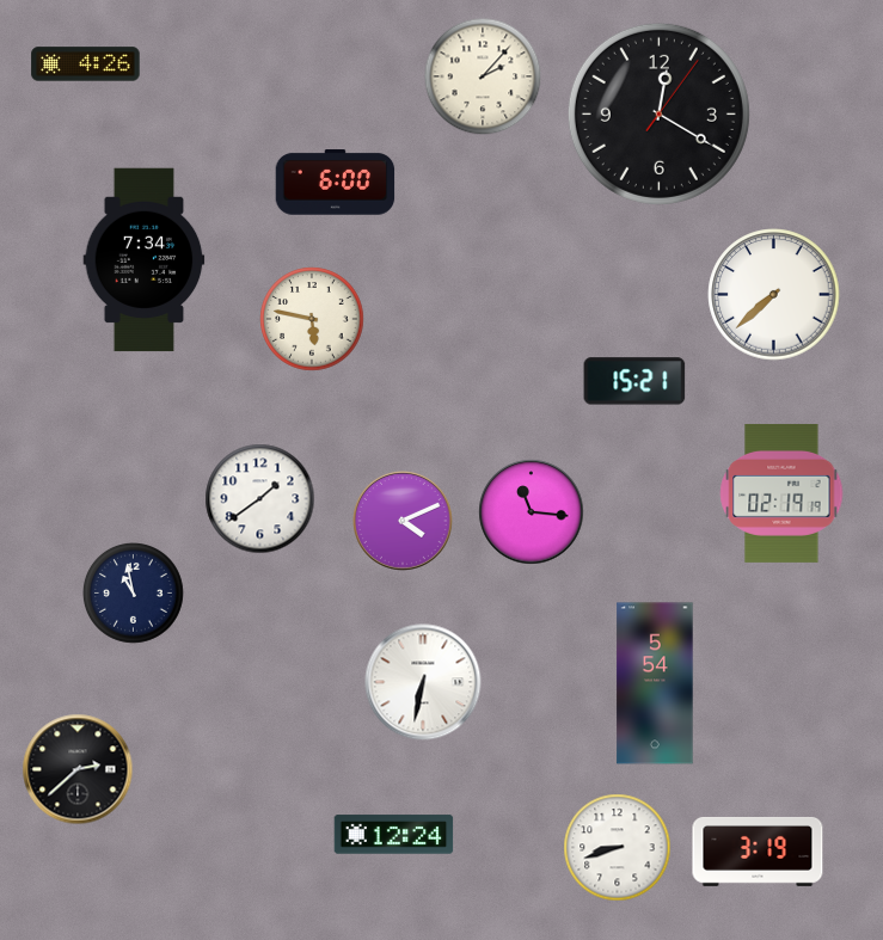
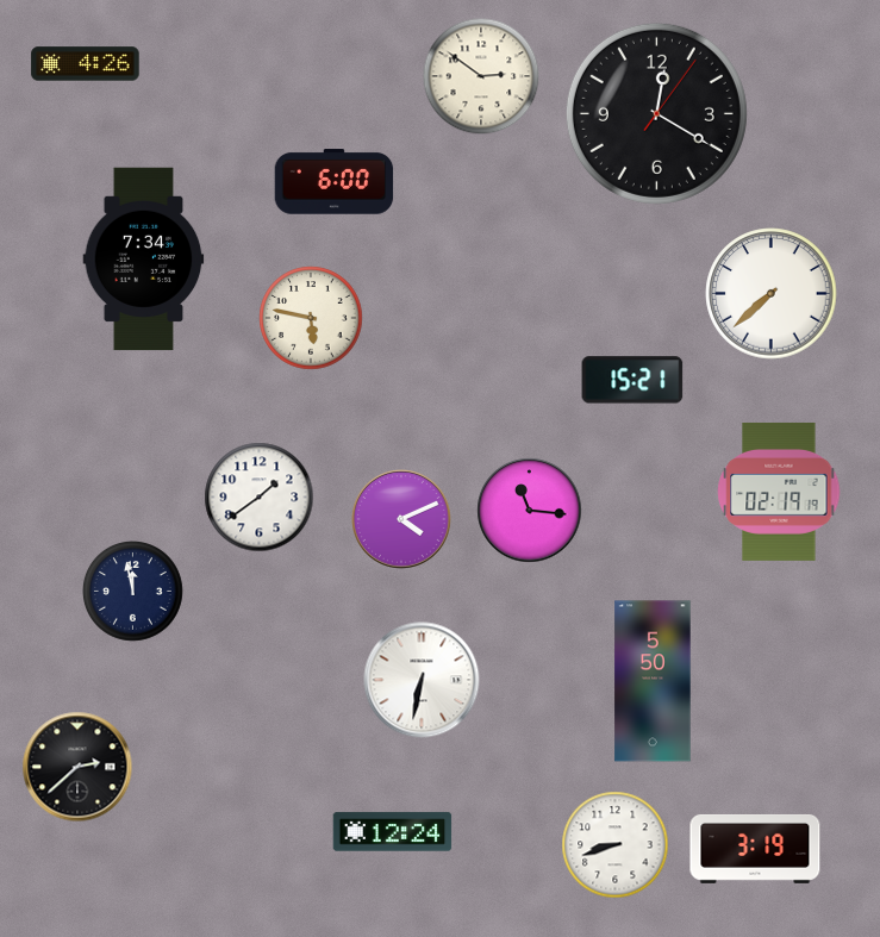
clock at (483, 76): 2:07 -> 2:51
clock at (134, 594): 10:58 -> 11:58
clock at (655, 683): 5:54 -> 5:50
